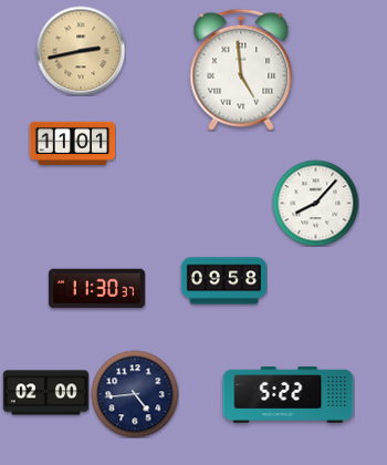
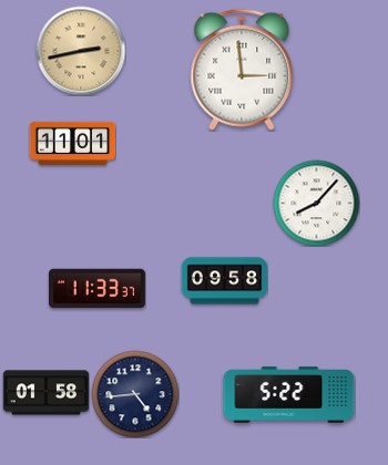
clock at (241, 70): 4:59 -> 2:59
clock at (97, 289): 11:30 -> 11:33
clock at (45, 393): 02:00 -> 01:58
